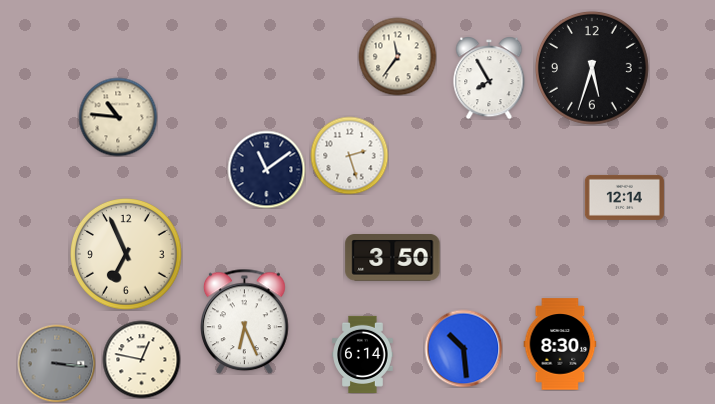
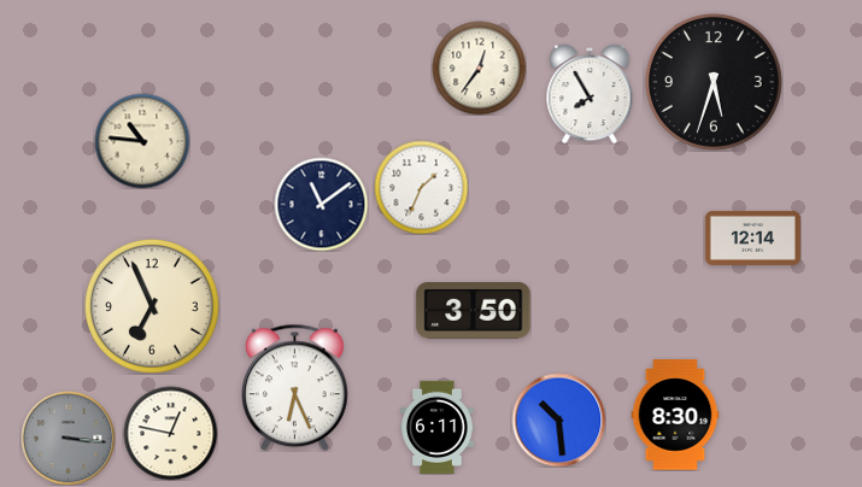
clock at (397, 56): 11:36 -> 12:36
clock at (349, 155): 2:27 -> 1:34
clock at (363, 354): 6:14 -> 6:11
